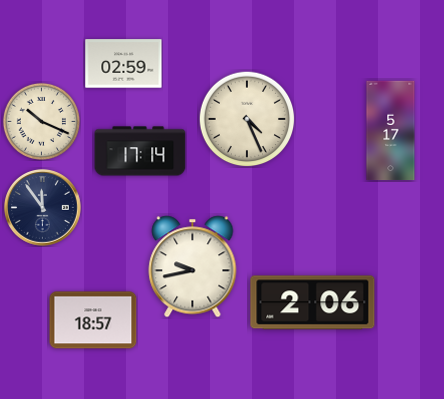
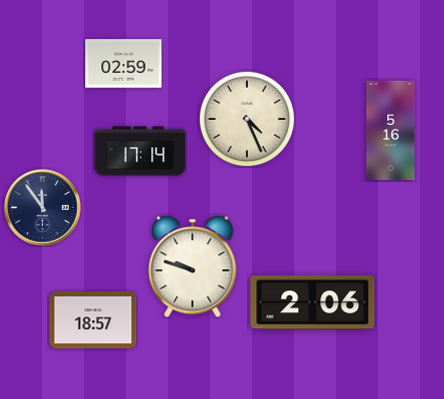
clock at (41, 121): 10:19 -> none
clock at (391, 131): 5:17 -> 5:16
clock at (193, 267): 9:43 -> 9:48
